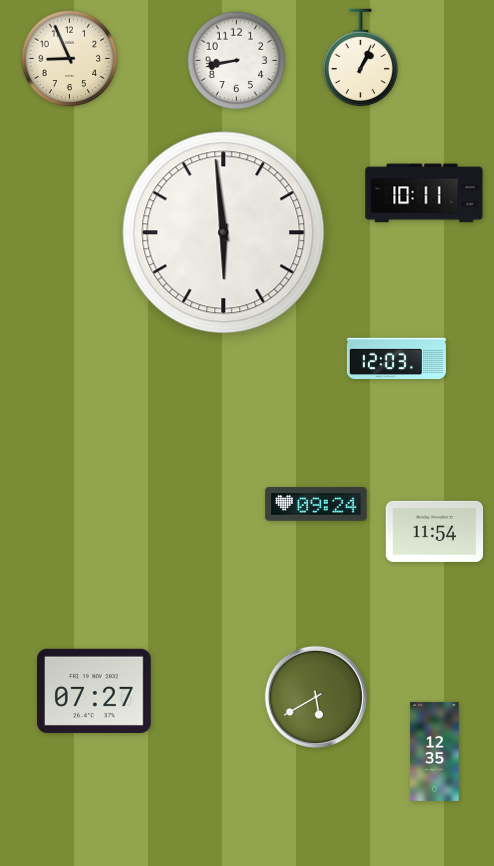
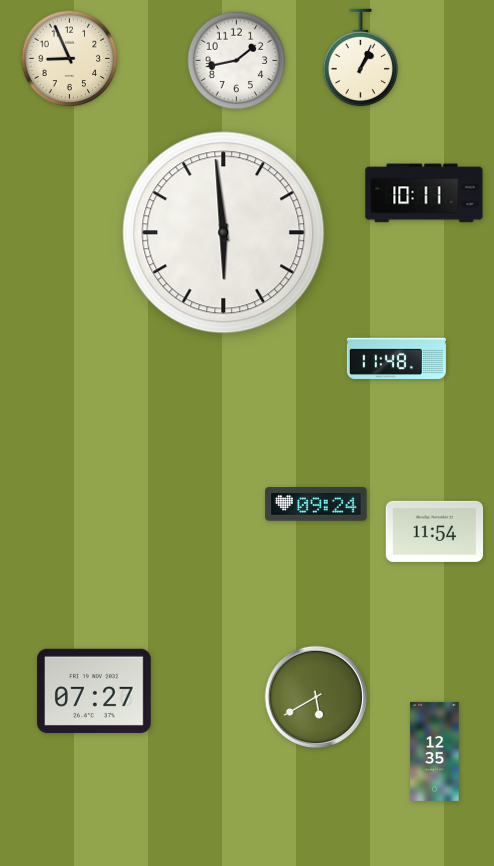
clock at (237, 61): 8:43 -> 1:43
clock at (396, 358): 12:03 -> 11:48
